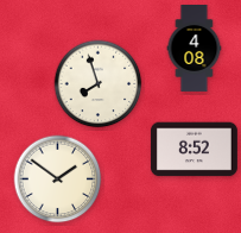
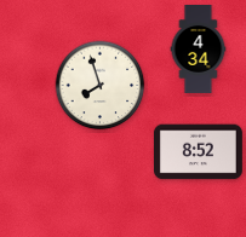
clock at (195, 49): 4:08 -> 4:34
clock at (58, 180): 1:51 -> none
